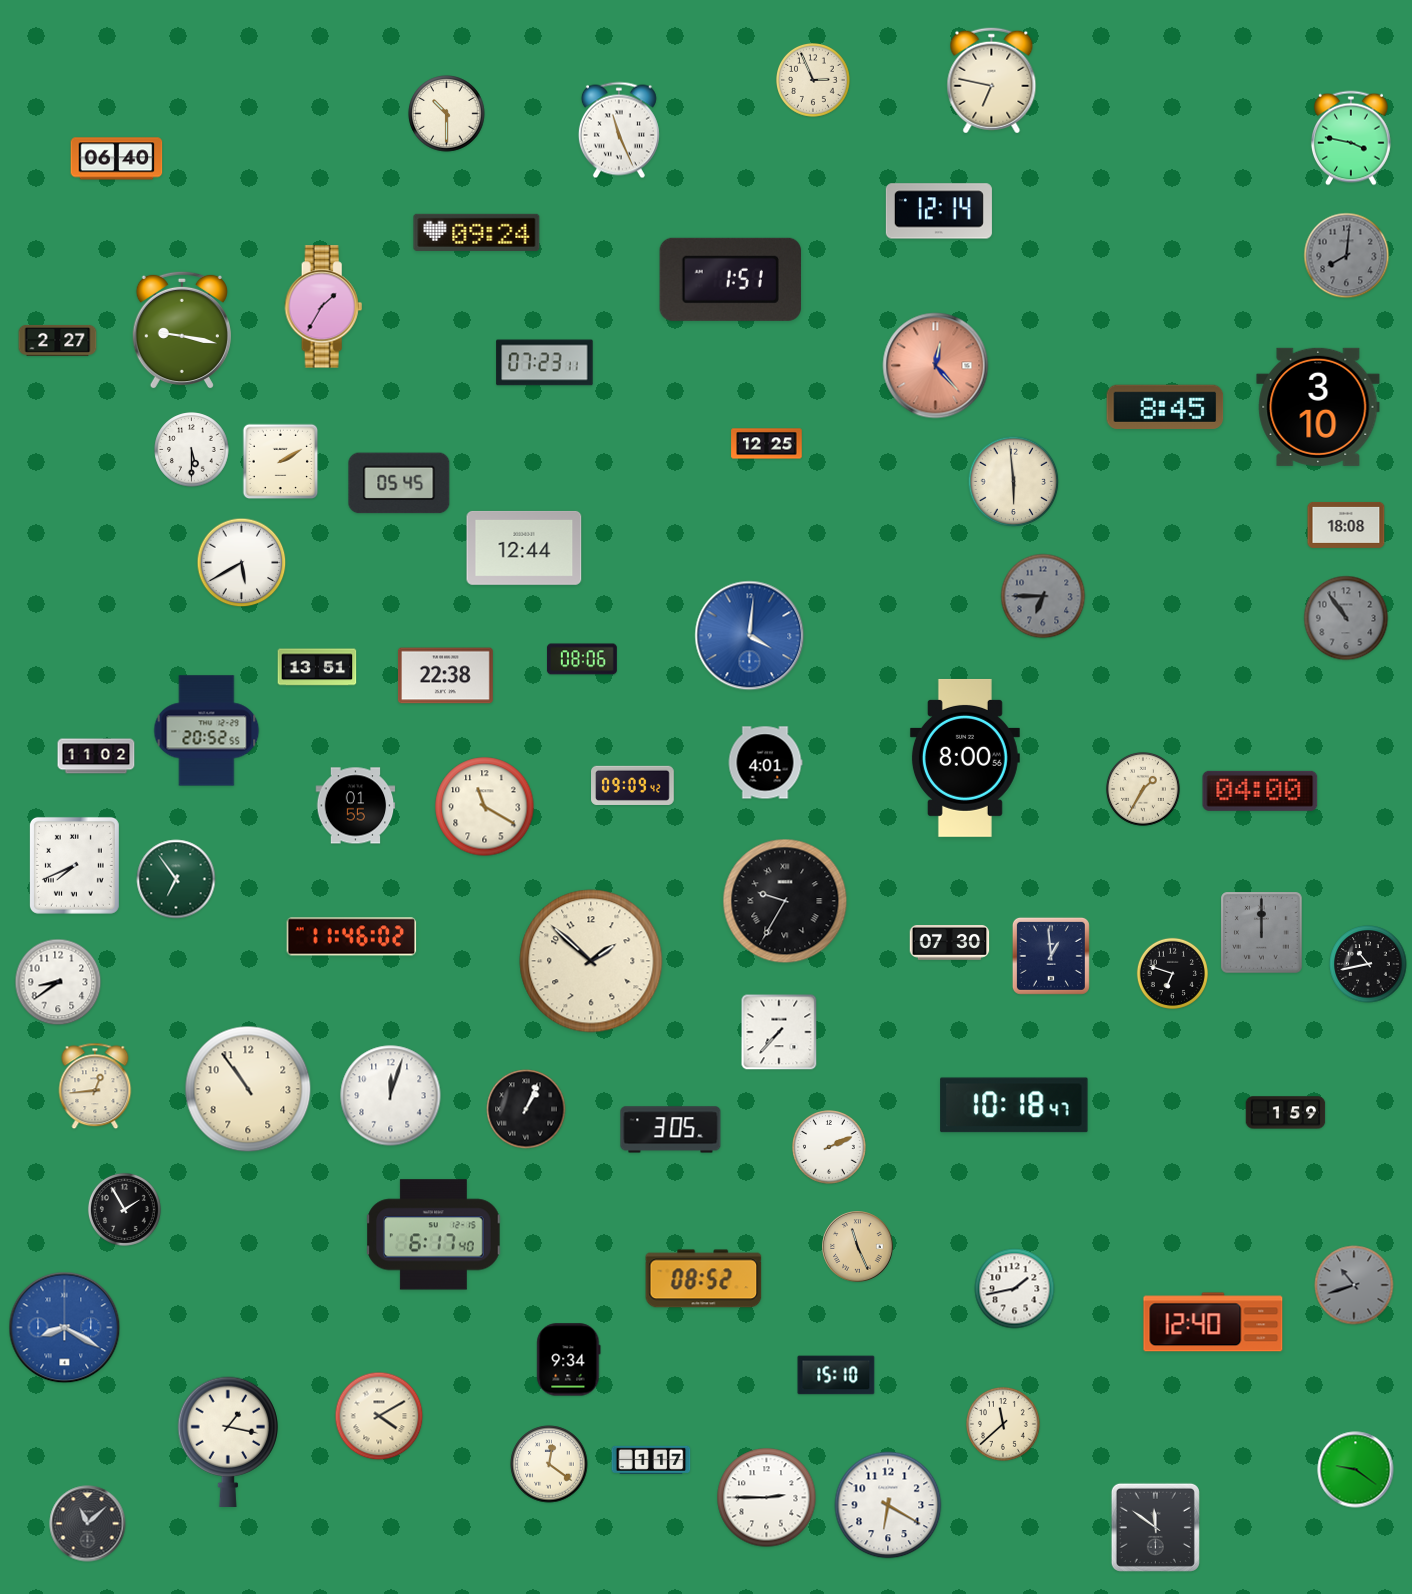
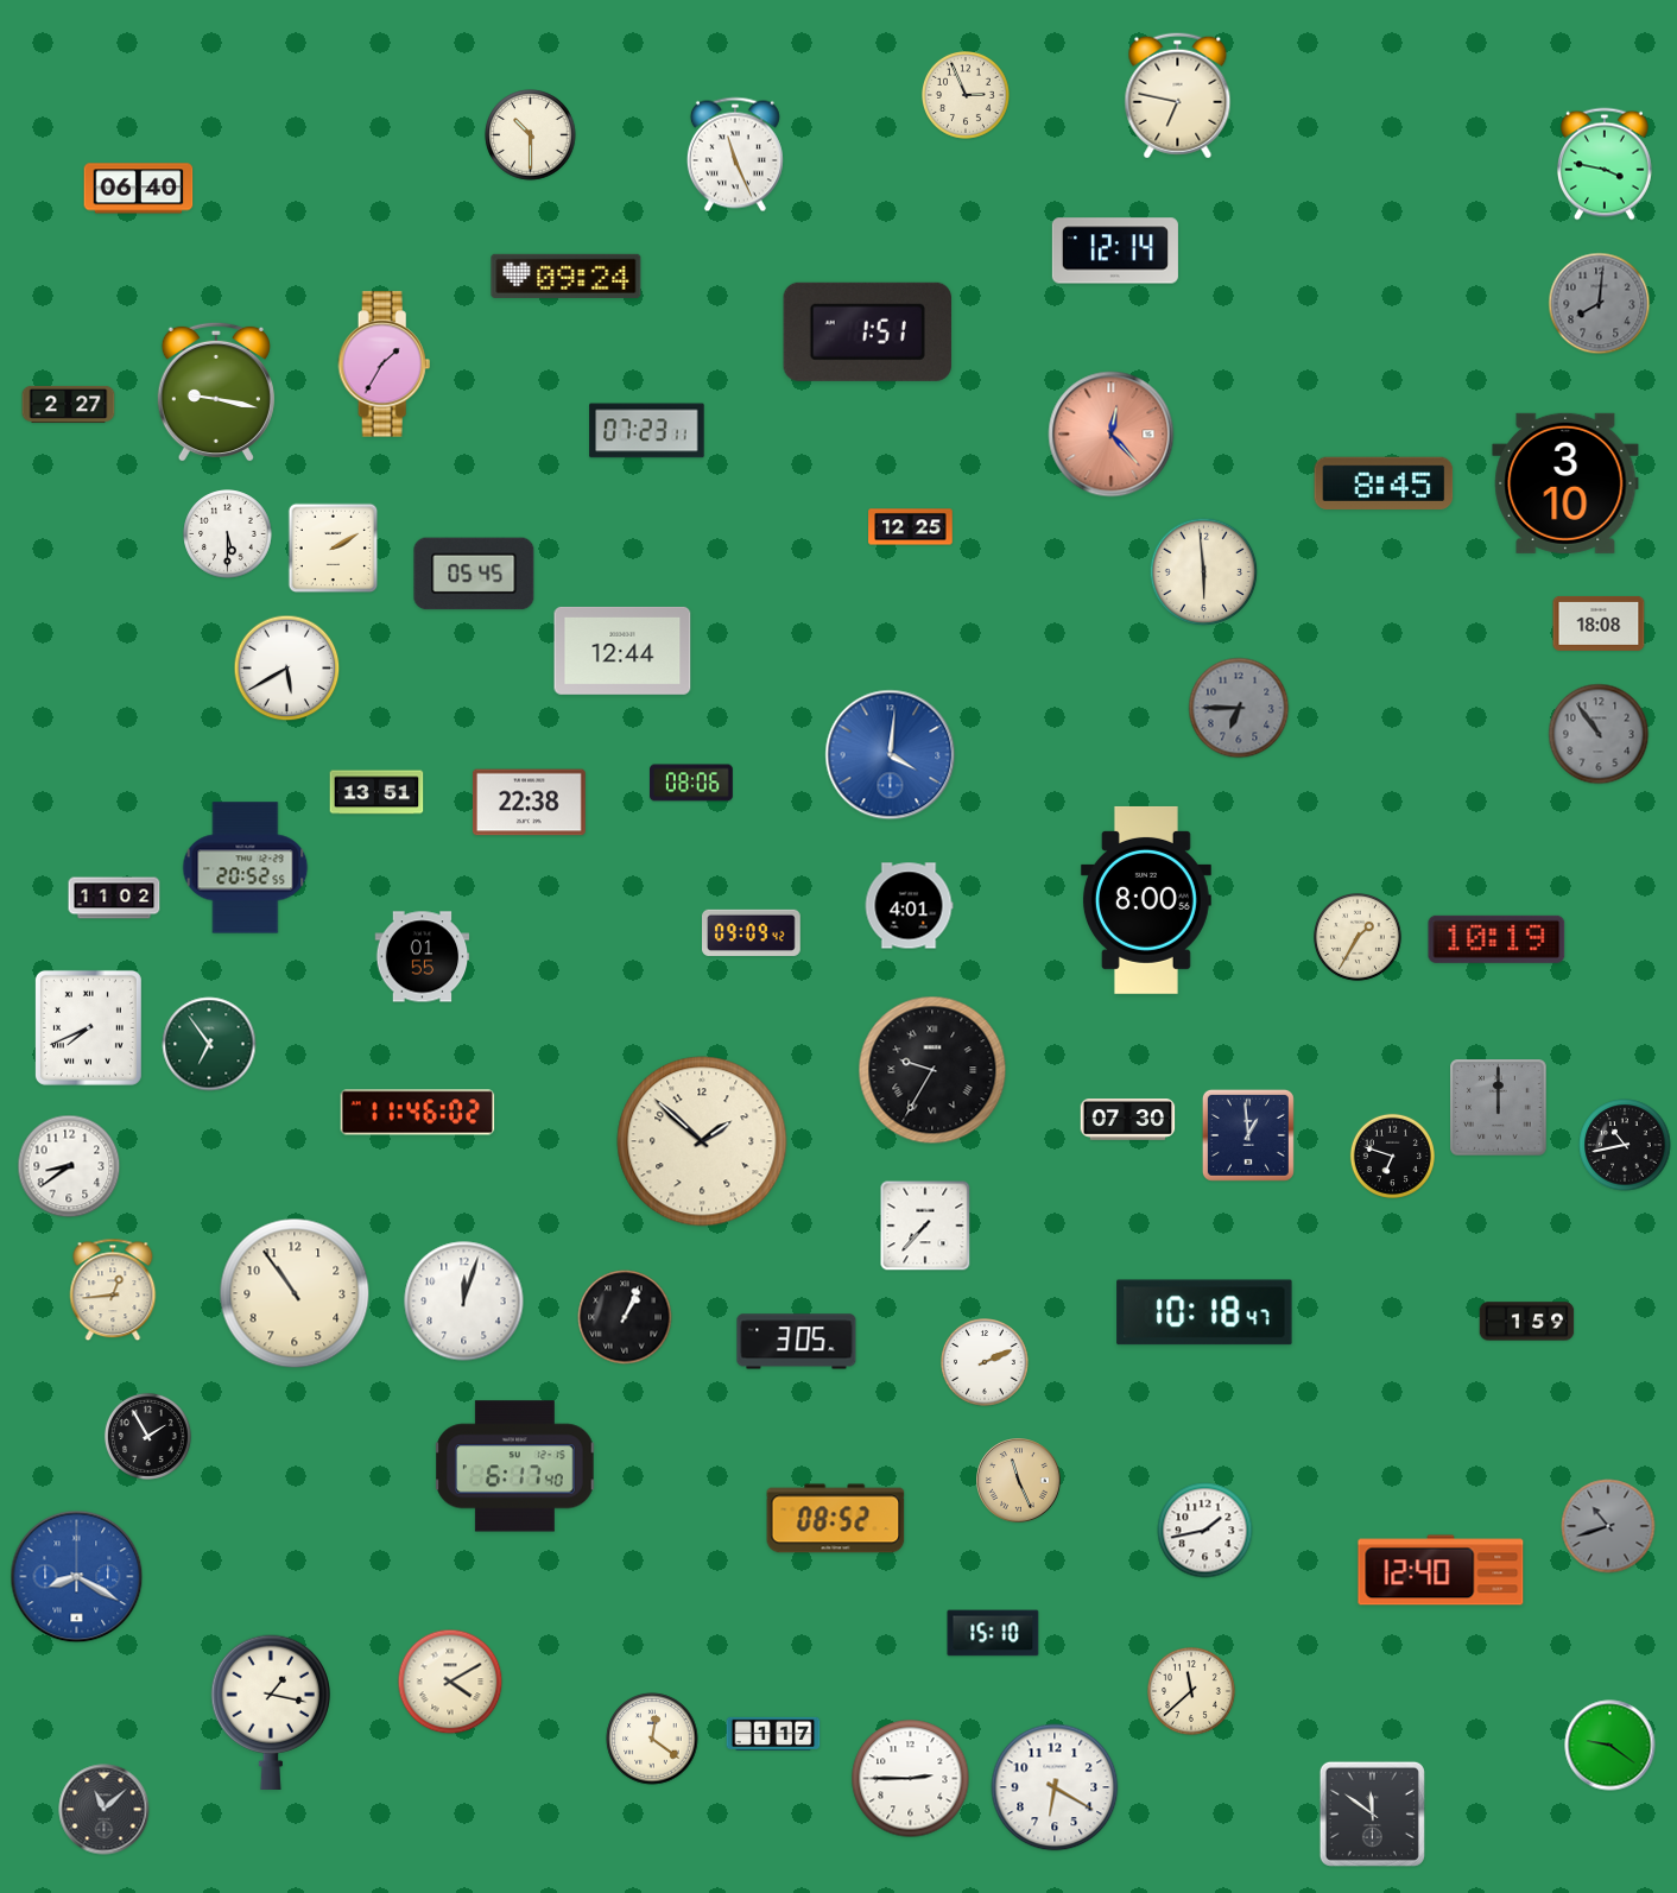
clock at (1260, 791): 04:00 -> 10:19
clock at (485, 807): 11:20 -> none
clock at (569, 1360): 9:34 -> none
